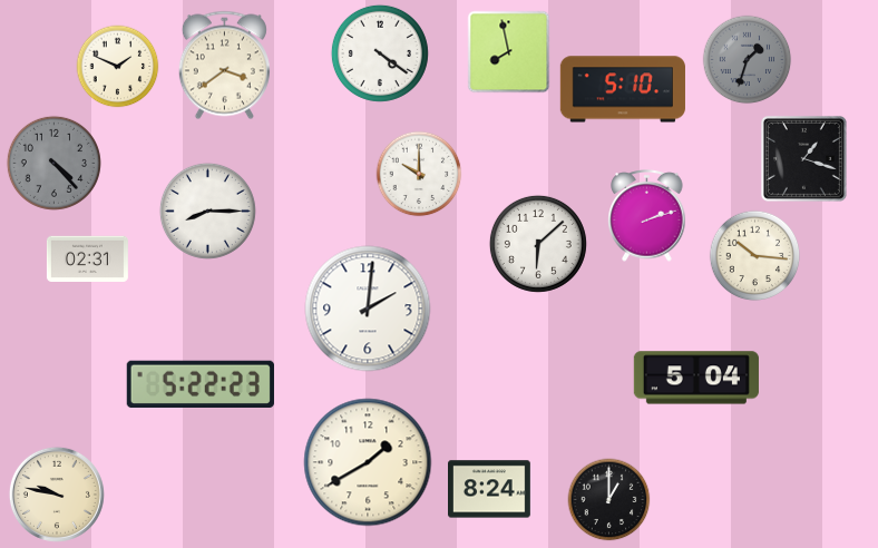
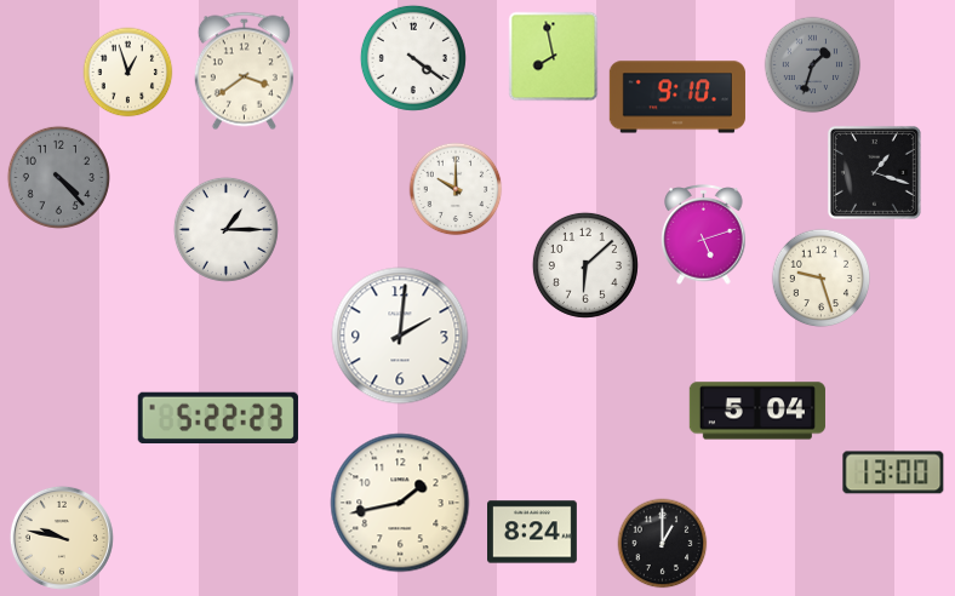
clock at (118, 67): 1:49 -> 12:57
clock at (623, 89): 5:10 -> 9:10
clock at (207, 211): 8:15 -> 1:15
clock at (647, 216): 2:12 -> 5:12
clock at (755, 256): 10:16 -> 9:27
clock at (87, 260): 02:31 -> none
clock at (893, 472): none -> 13:00
clock at (368, 462): 1:40 -> 1:43
